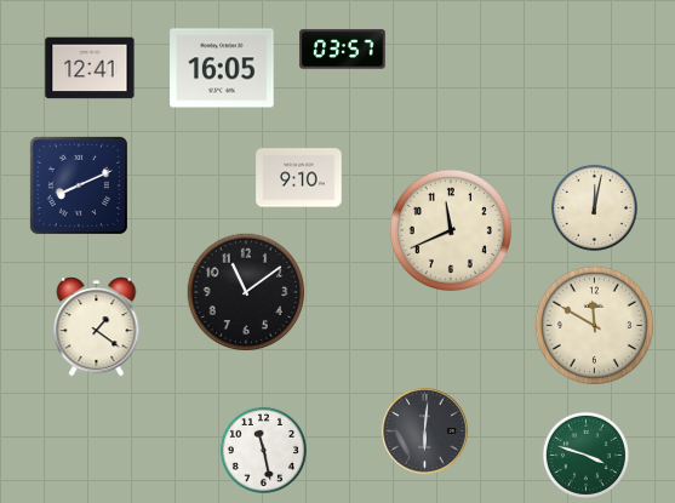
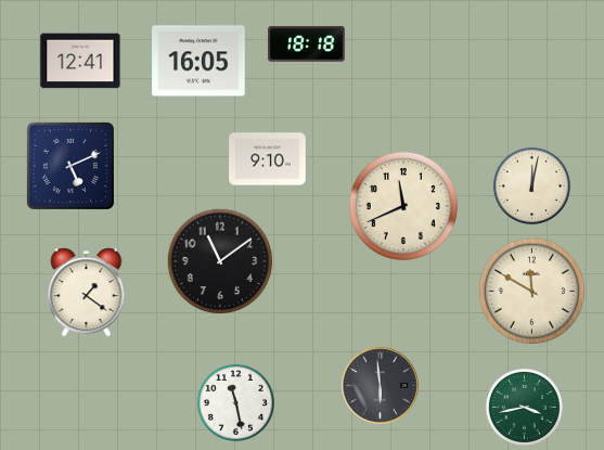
clock at (343, 50): 03:57 -> 18:18
clock at (79, 185): 8:11 -> 5:11
clock at (425, 431): 6:01 -> 5:59
clock at (585, 455): 3:48 -> 3:43
